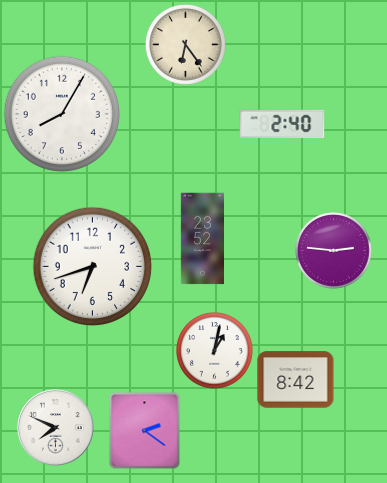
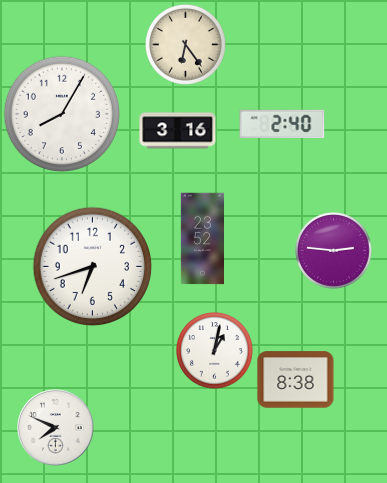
clock at (178, 131): none -> 3:16
clock at (296, 380): 8:42 -> 8:38
clock at (145, 430): 2:21 -> none
